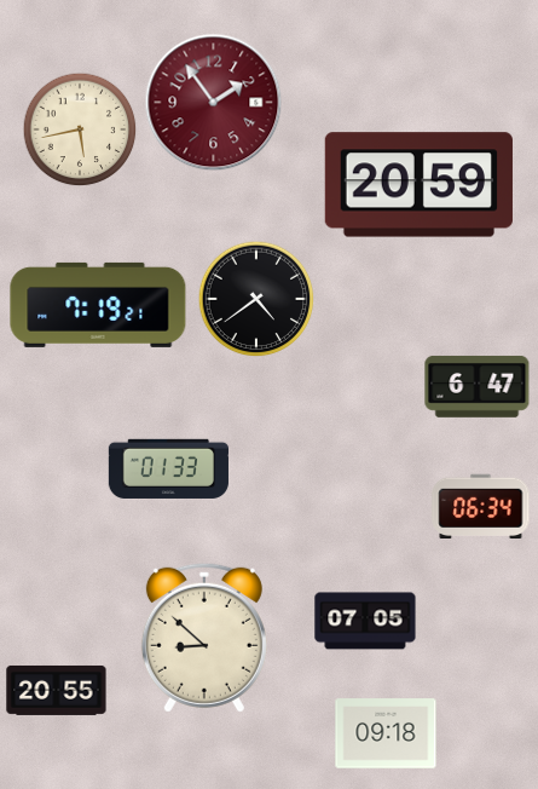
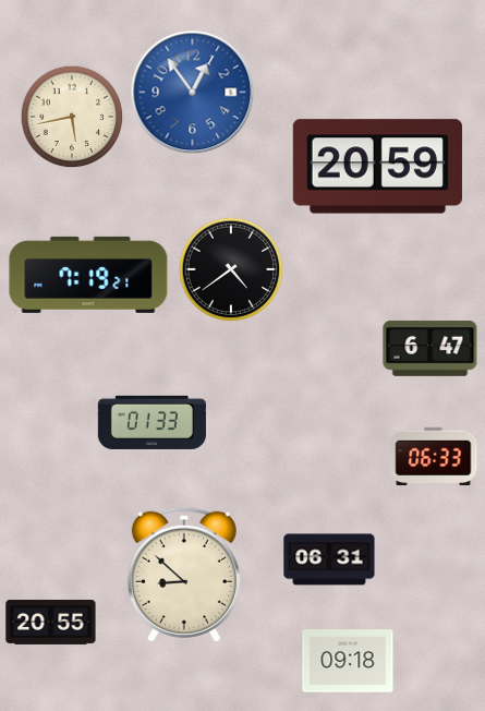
clock at (214, 103): 1:54 -> 12:54
clock at (214, 103) dial: burgundy -> blue
clock at (481, 506): 06:34 -> 06:33
clock at (365, 621): 07:05 -> 06:31
